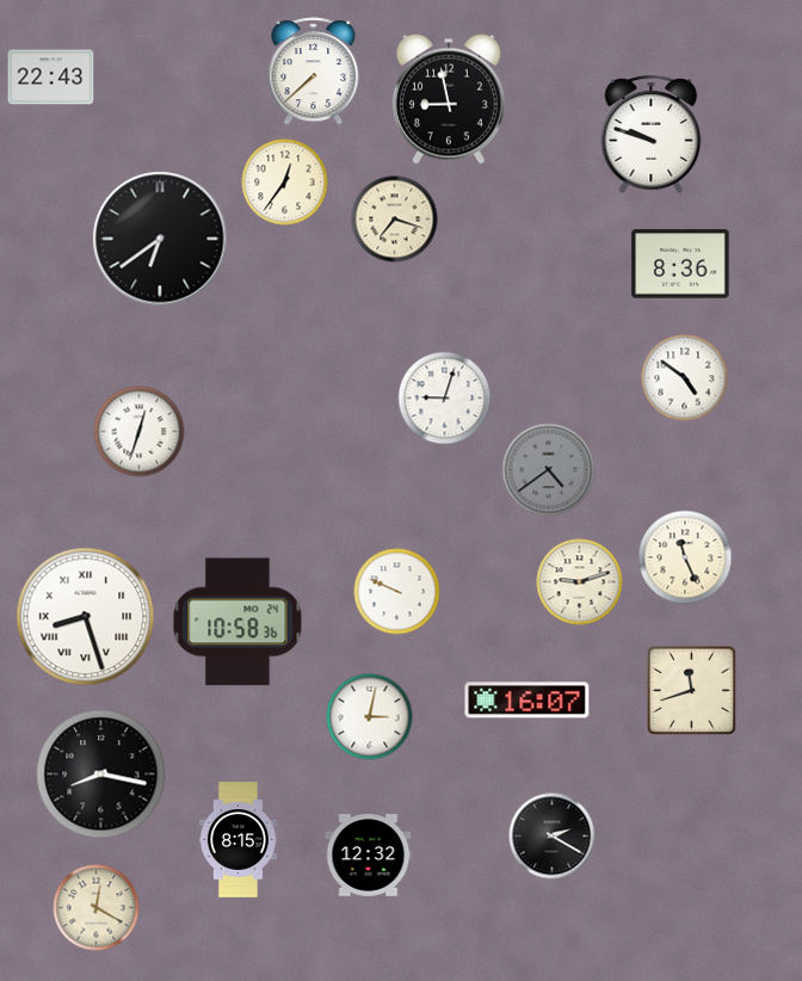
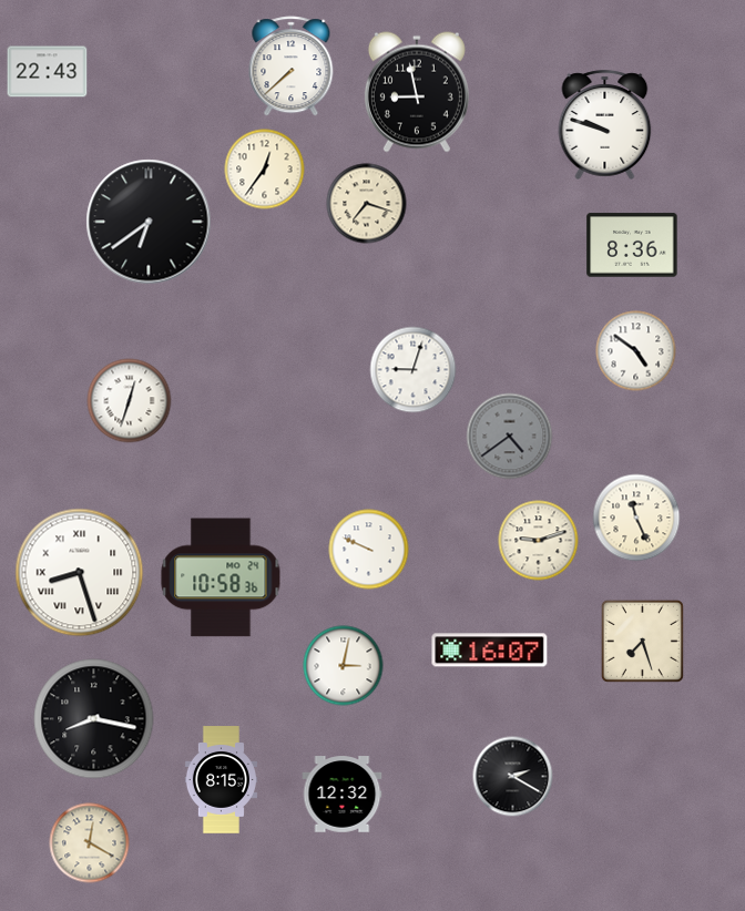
clock at (691, 690): 11:42 -> 7:27
